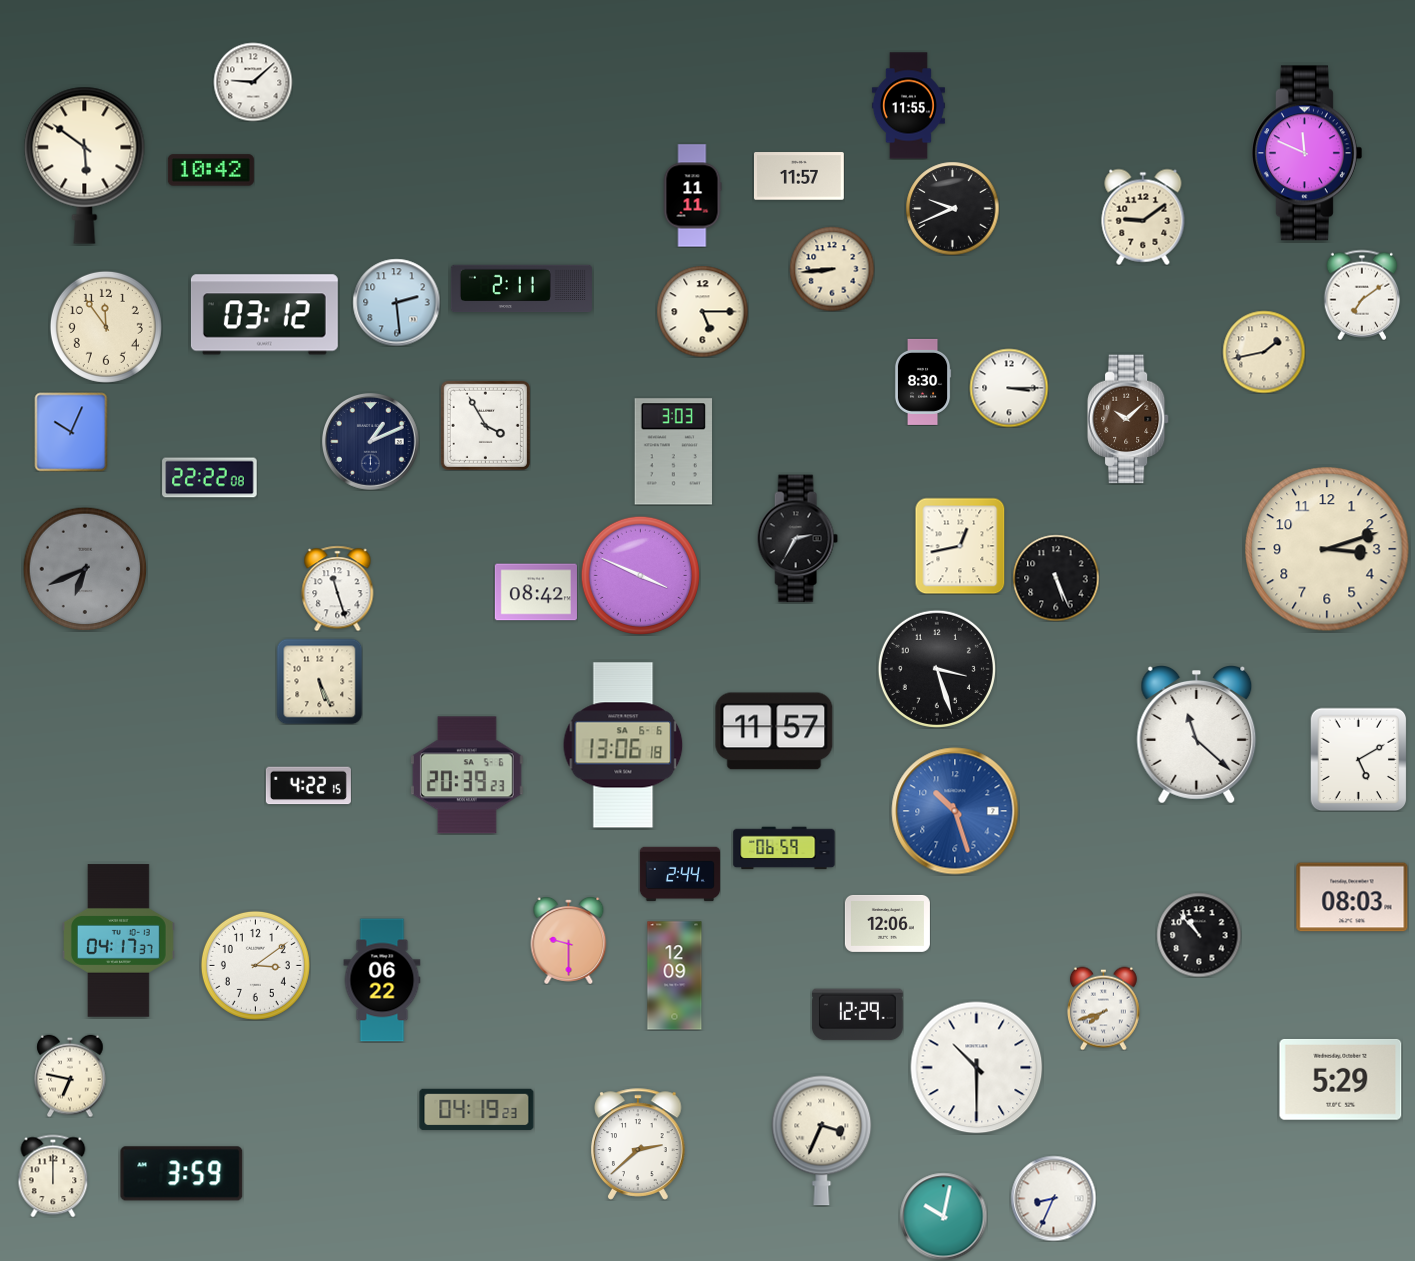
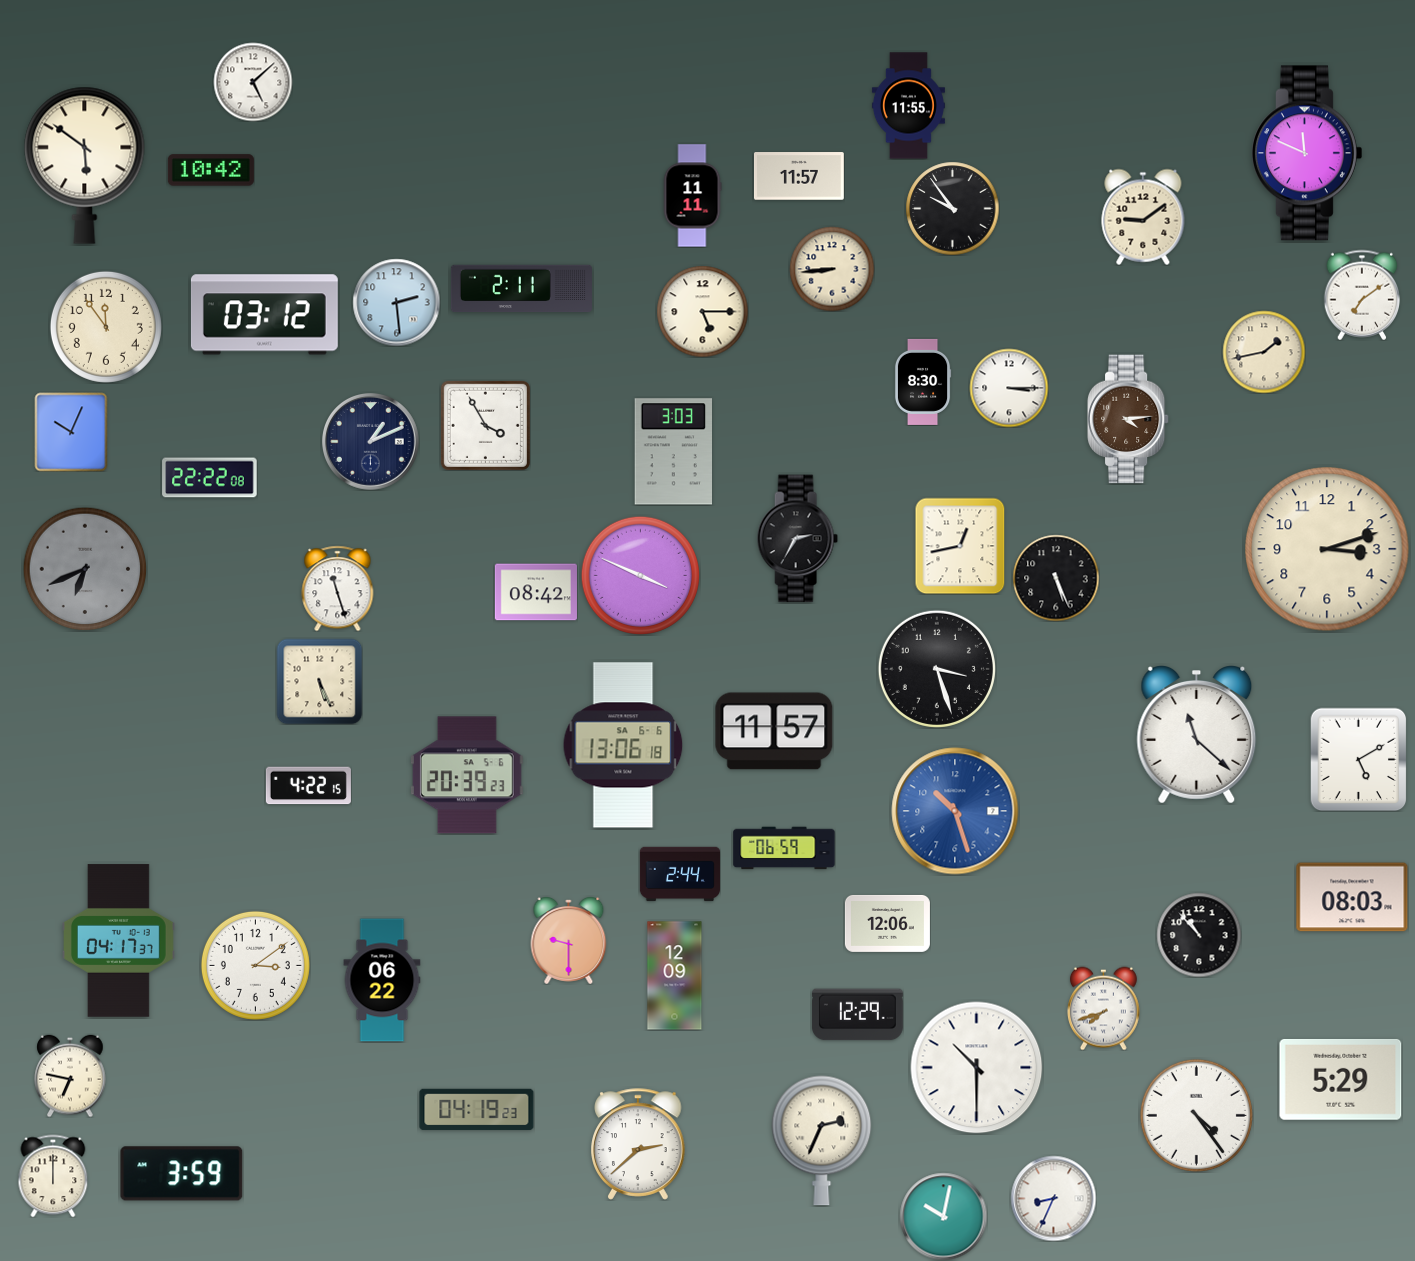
clock at (253, 82): 9:08 -> 5:08
clock at (952, 208): 9:41 -> 9:54
clock at (1128, 419): 10:08 -> 4:14
clock at (1196, 1115): none -> 4:24
clock at (822, 1141): 3:34 -> 2:34
